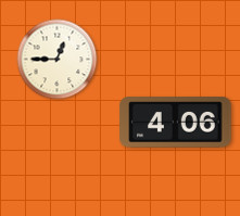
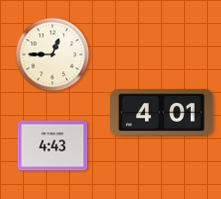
clock at (176, 123): 4:06 -> 4:01
clock at (53, 146): none -> 4:43
